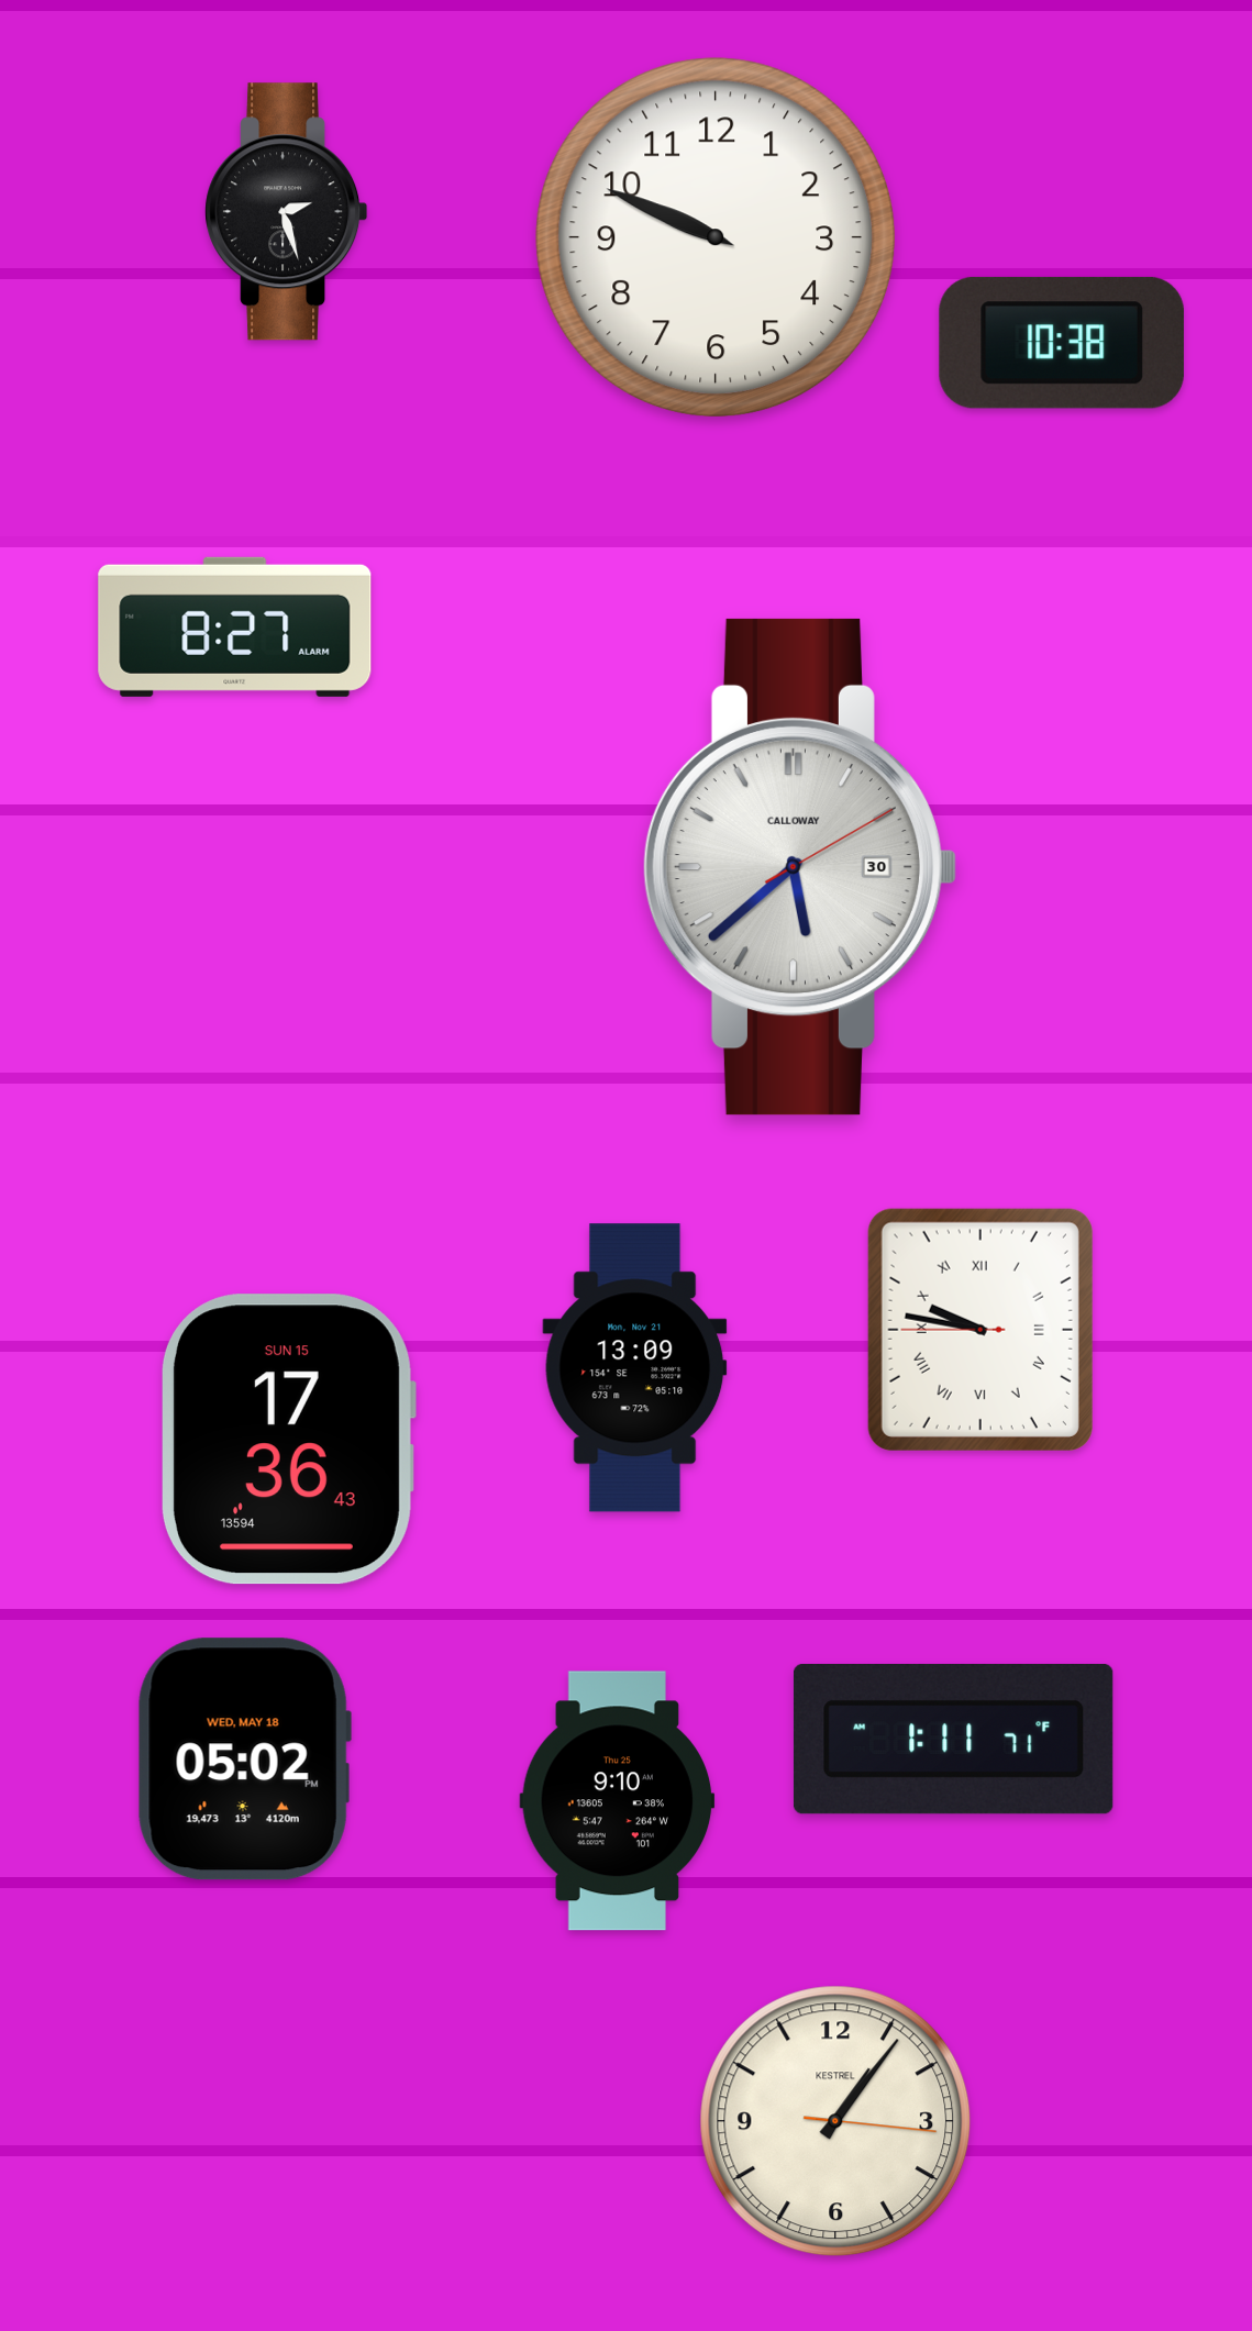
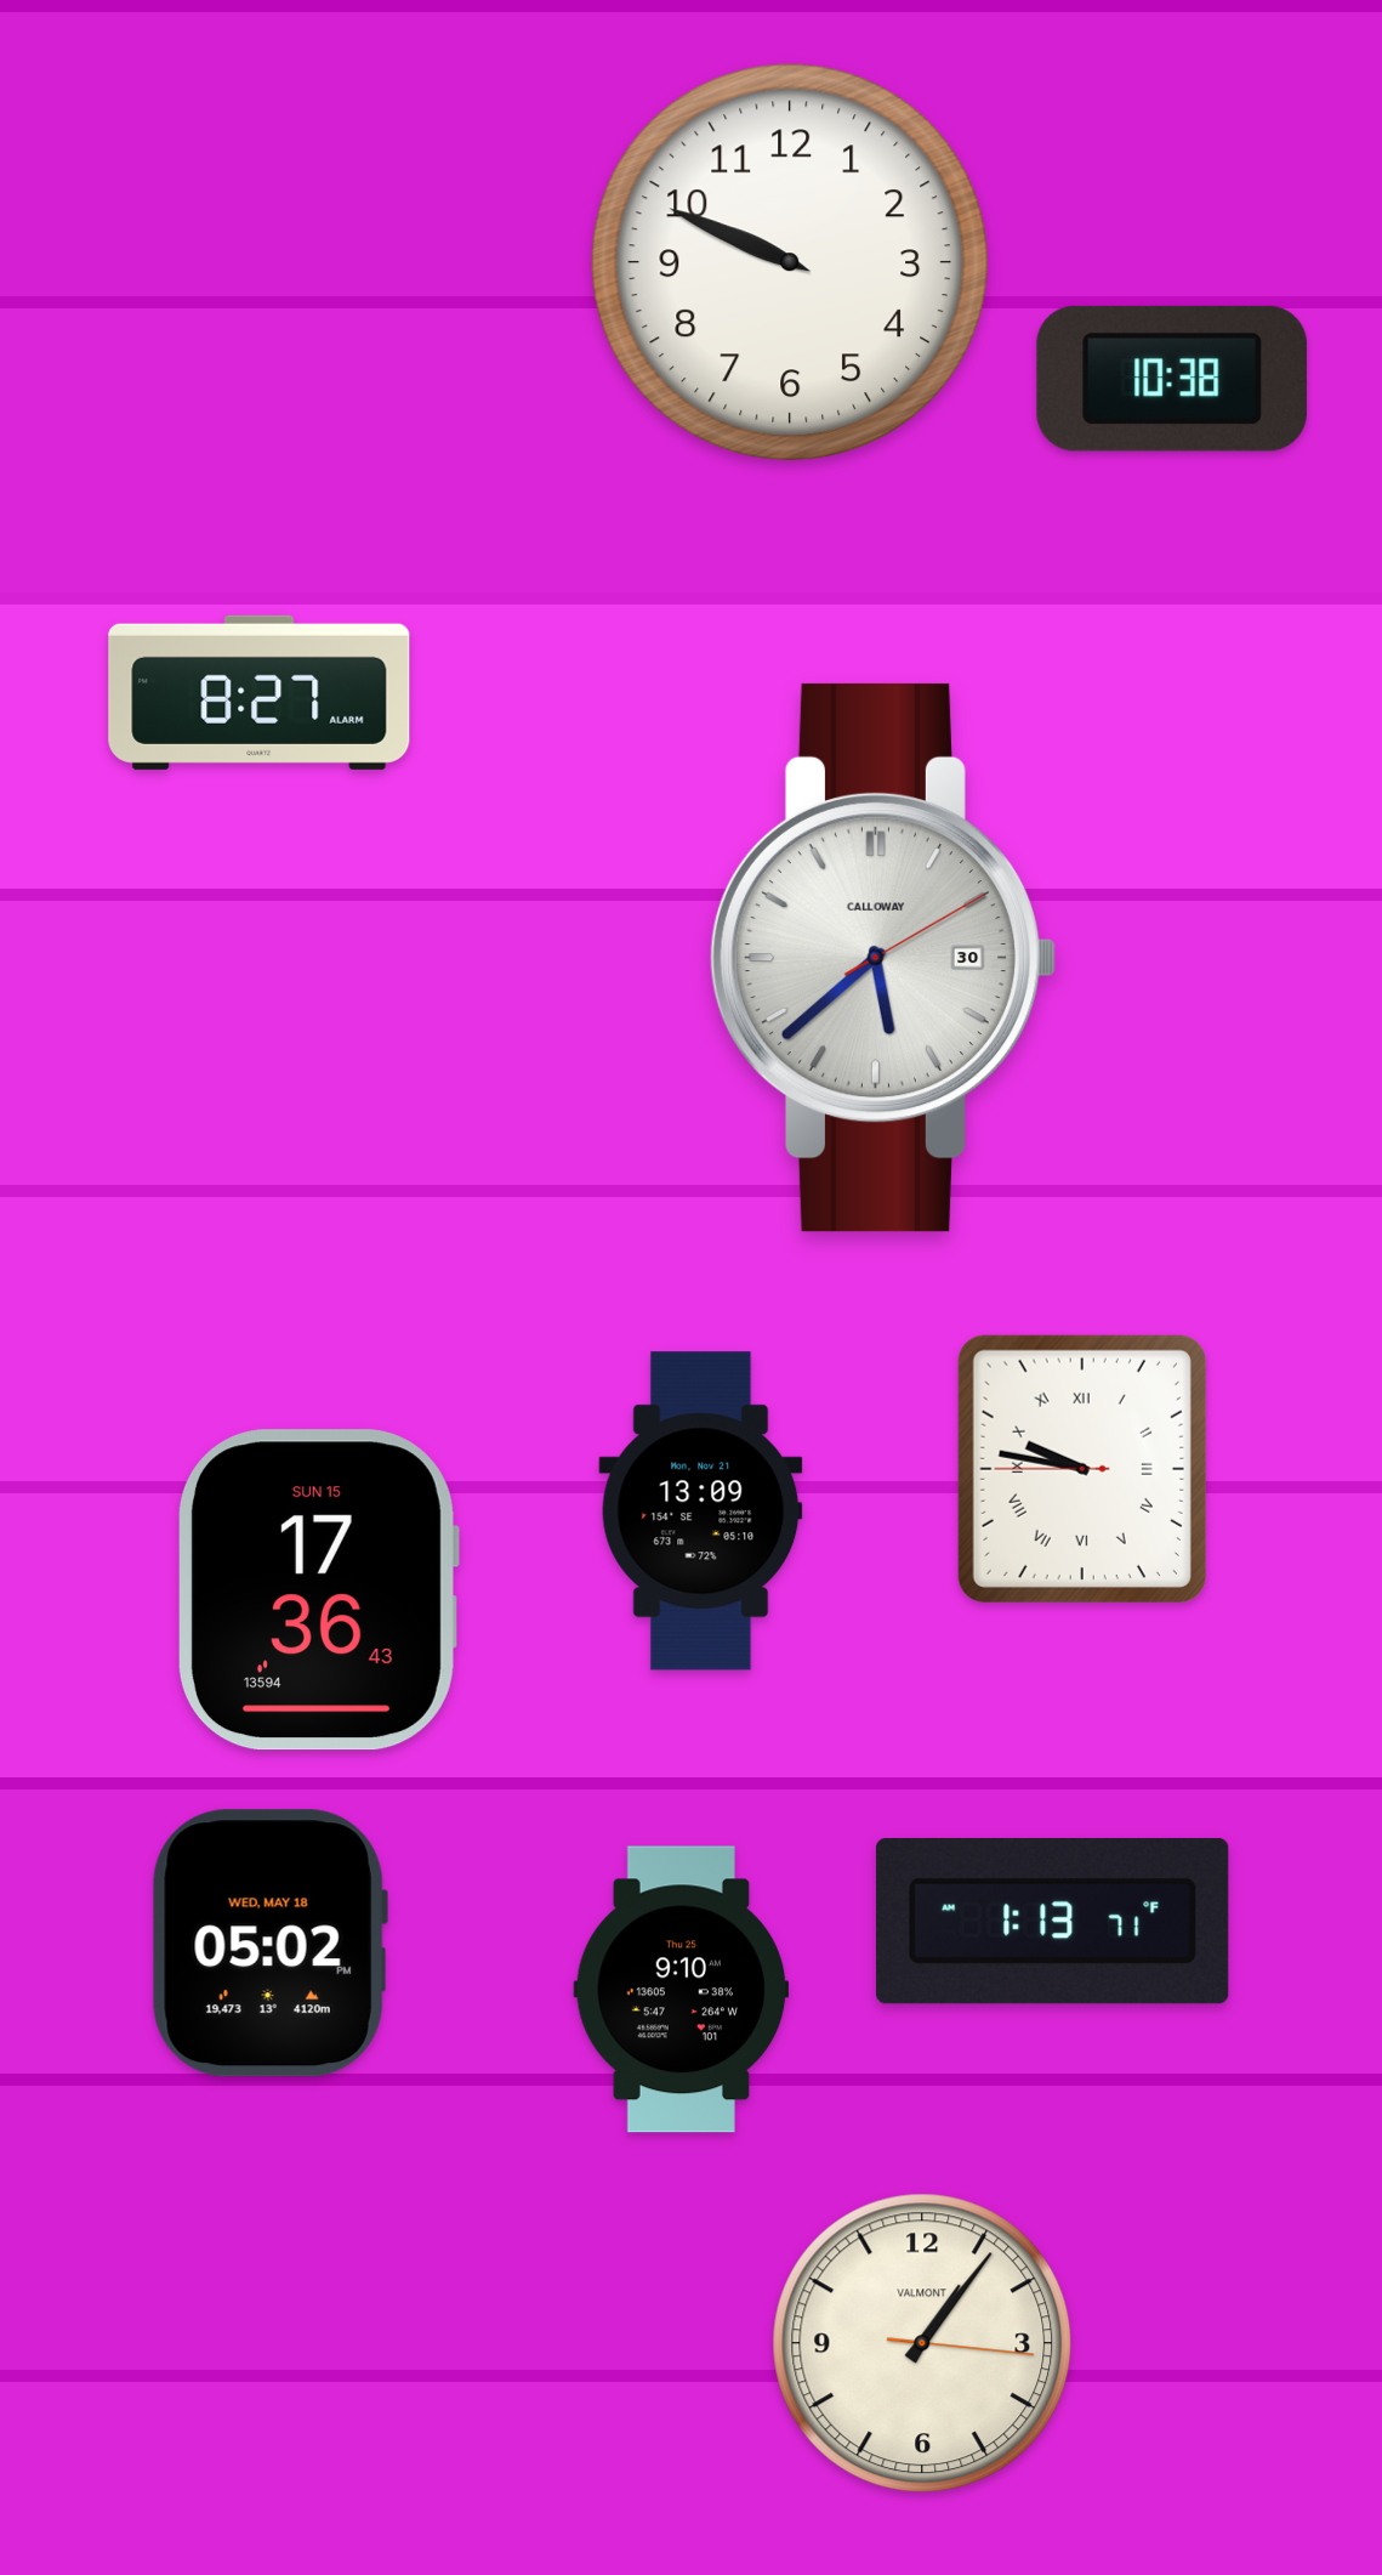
clock at (287, 212): 2:27 -> none
clock at (953, 1739): 1:11 -> 1:13
clock at (835, 2121) brand: KESTREL -> VALMONT
